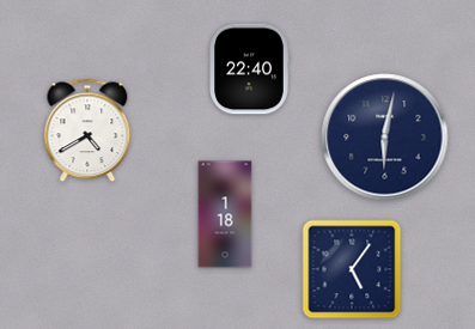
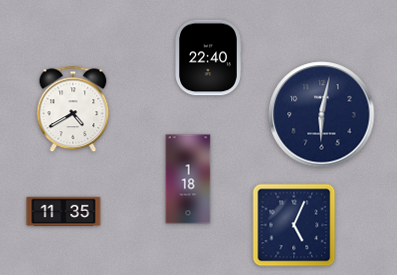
clock at (64, 212): none -> 11:35
clock at (352, 269): 5:06 -> 5:04
